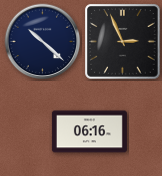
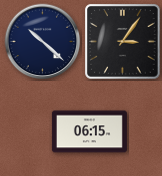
clock at (123, 42): 2:56 -> 3:06
clock at (89, 132): 06:16 -> 06:15
